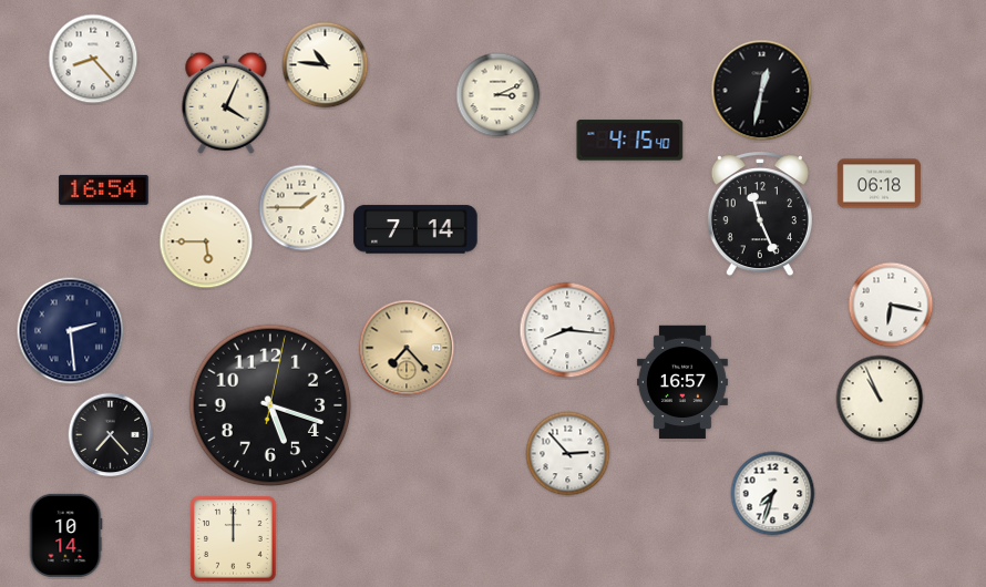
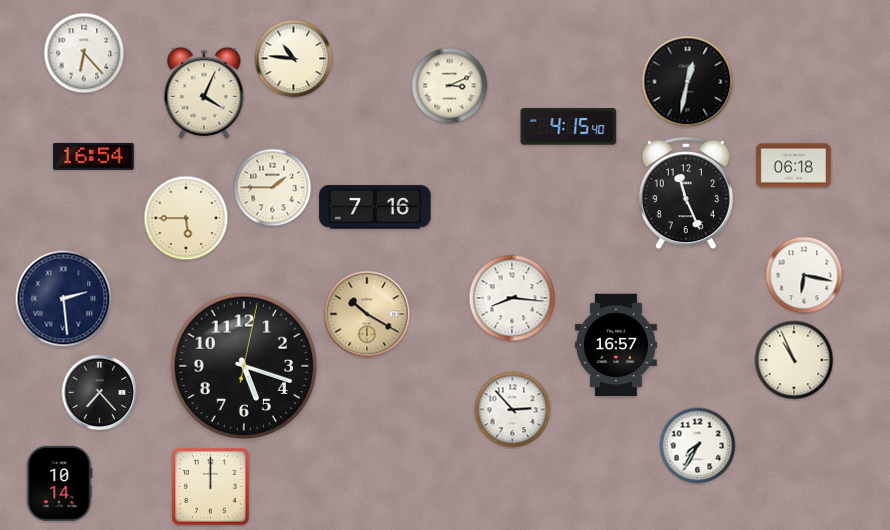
clock at (93, 59): 8:23 -> 6:23
clock at (104, 189) position: (104, 189) -> (94, 156)
clock at (415, 229): 7:14 -> 7:16
clock at (407, 348): 7:23 -> 10:20
clock at (773, 494): 7:33 -> 7:35
